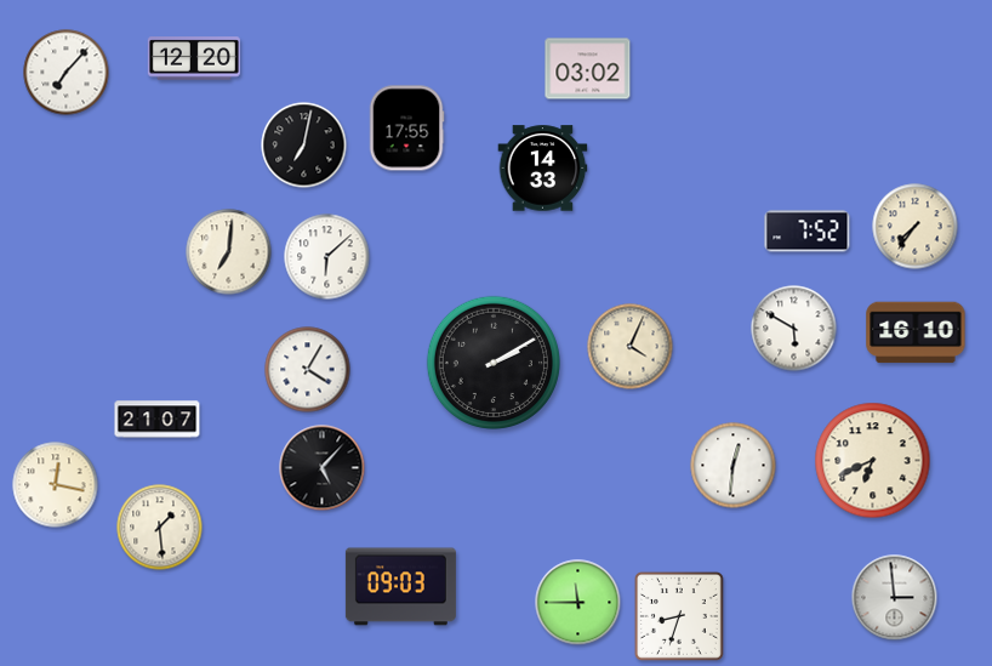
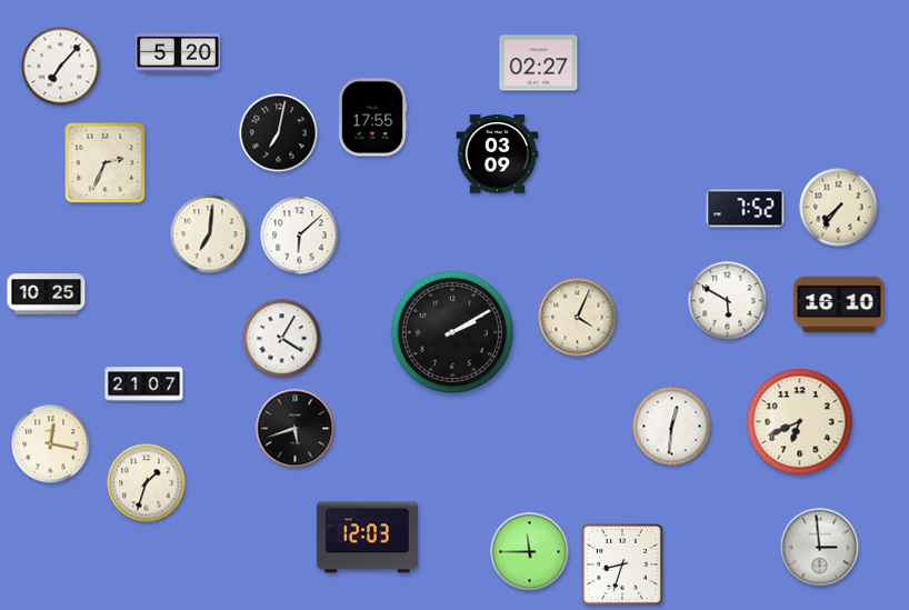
clock at (194, 58): 12:20 -> 5:20
clock at (588, 69): 03:02 -> 02:27
clock at (543, 169): 14:33 -> 03:09
clock at (106, 163): none -> 2:34
clock at (808, 232) position: (808, 232) -> (746, 209)
clock at (229, 252) position: (229, 252) -> (210, 234)
clock at (47, 294): none -> 10:25
clock at (323, 468): 5:07 -> 5:42
clock at (160, 528): 1:29 -> 1:33
clock at (400, 587): 09:03 -> 12:03
